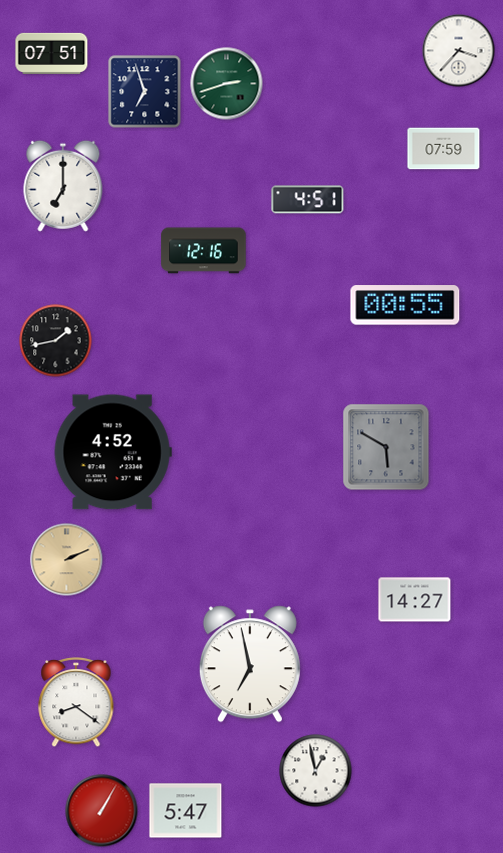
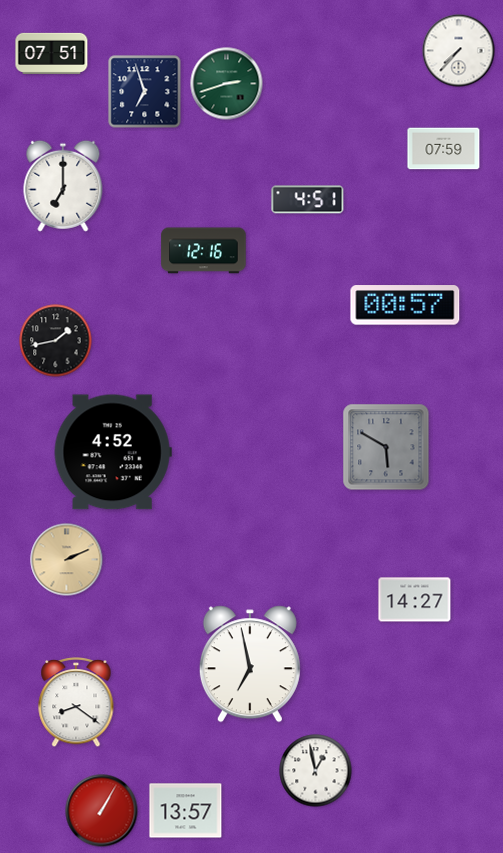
clock at (459, 51): 3:37 -> 7:37
clock at (405, 305): 00:55 -> 00:57
clock at (186, 811): 5:47 -> 13:57
